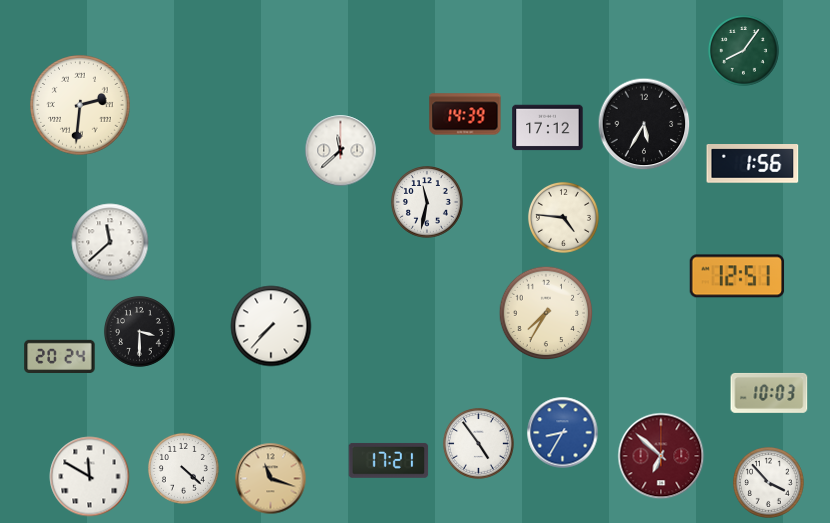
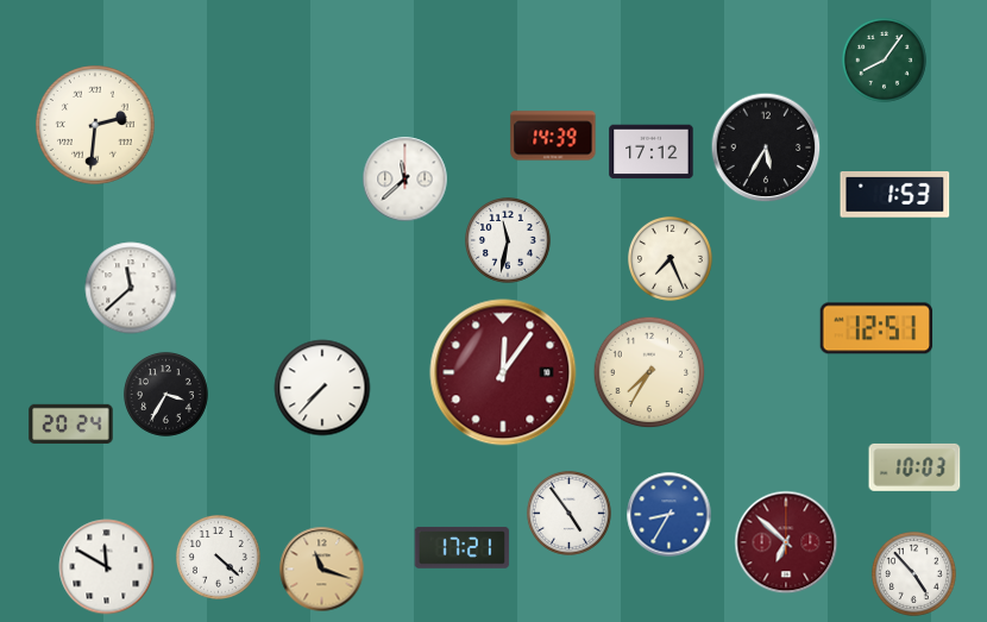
clock at (753, 164): 1:56 -> 1:53
clock at (563, 217): 4:46 -> 7:26
clock at (503, 372): none -> 12:06
clock at (139, 331): 3:30 -> 3:35
clock at (478, 443) position: (478, 443) -> (568, 513)
clock at (768, 482): 3:53 -> 4:53
